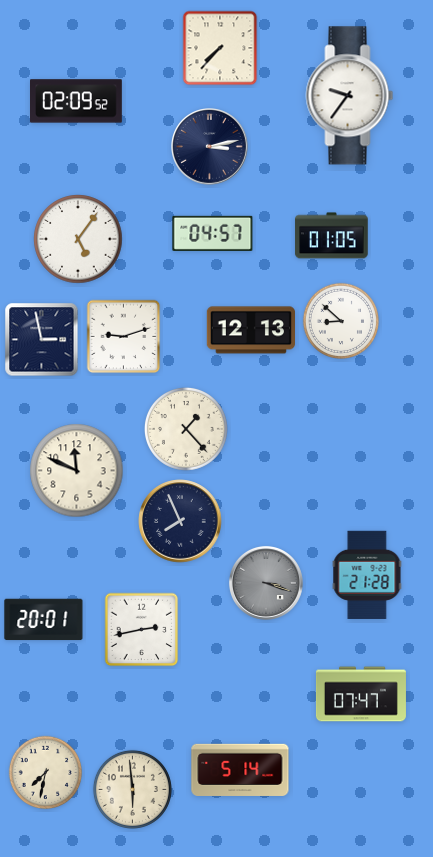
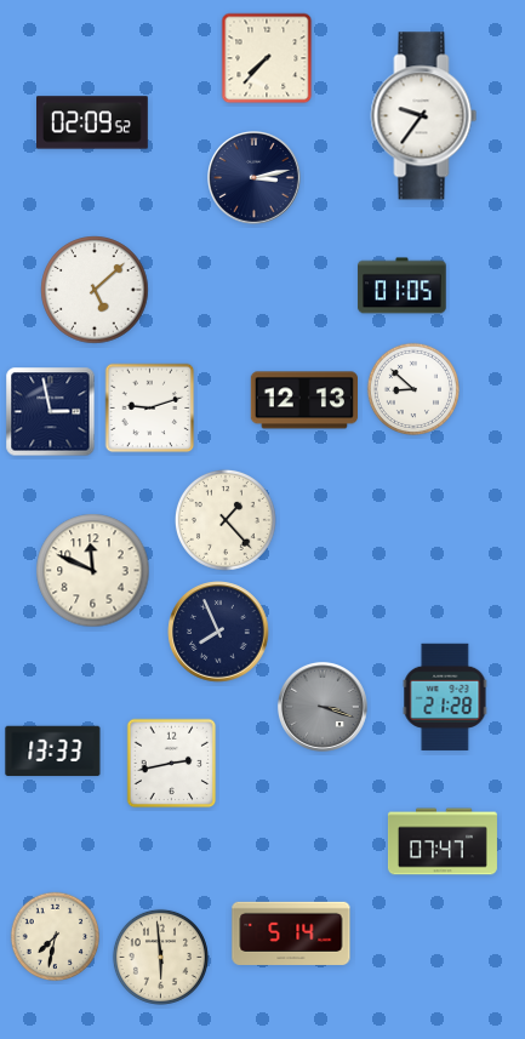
clock at (213, 233): 04:57 -> none
clock at (78, 239): 5:06 -> 5:08
clock at (44, 620): 20:01 -> 13:33
clock at (361, 694) position: (361, 694) -> (443, 841)
